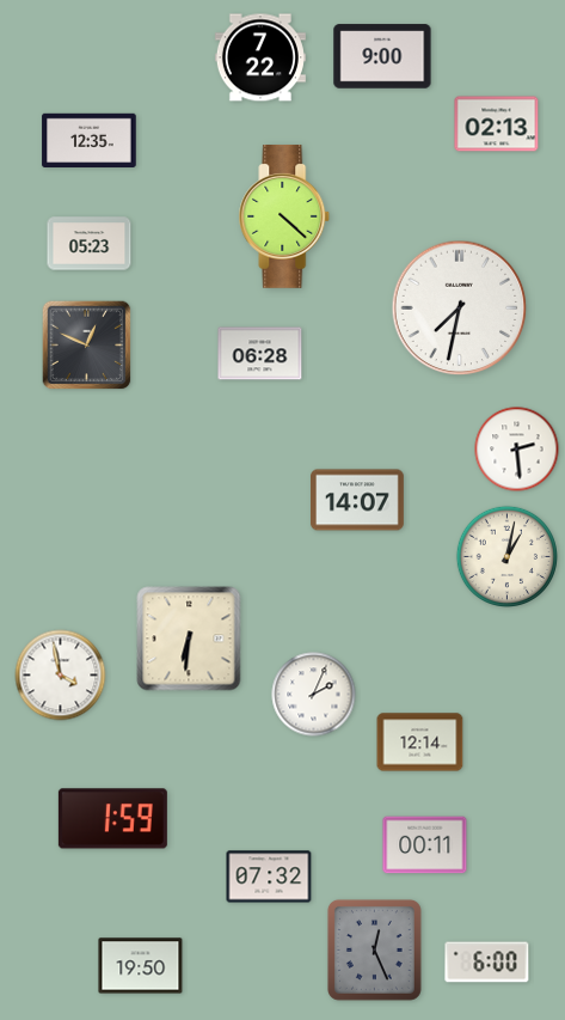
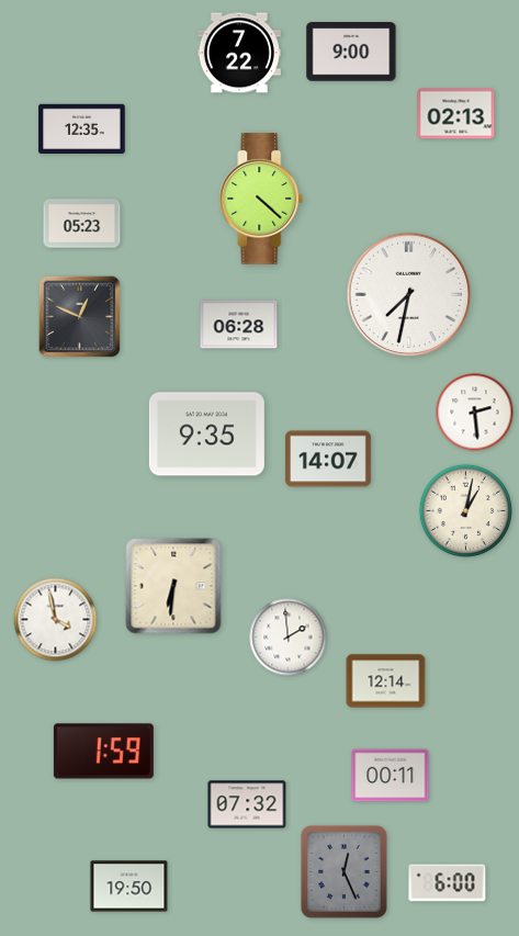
clock at (460, 309) position: (460, 309) -> (409, 295)
clock at (206, 435): none -> 9:35
clock at (314, 695): 2:04 -> 1:59
